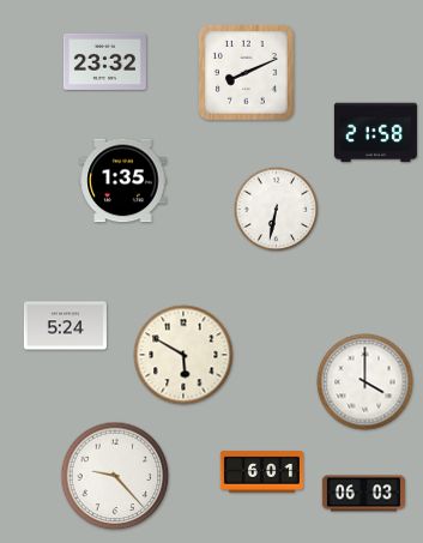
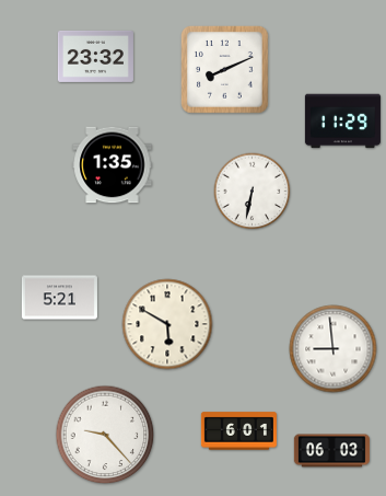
clock at (246, 72) position: (246, 72) -> (224, 69)
clock at (375, 133): 21:58 -> 11:29
clock at (65, 326): 5:24 -> 5:21
clock at (365, 382): 4:00 -> 8:59
